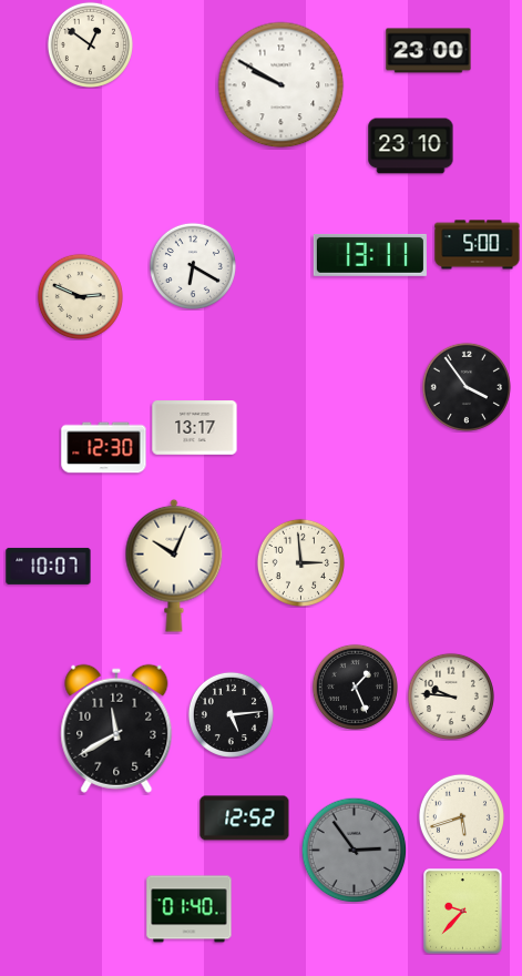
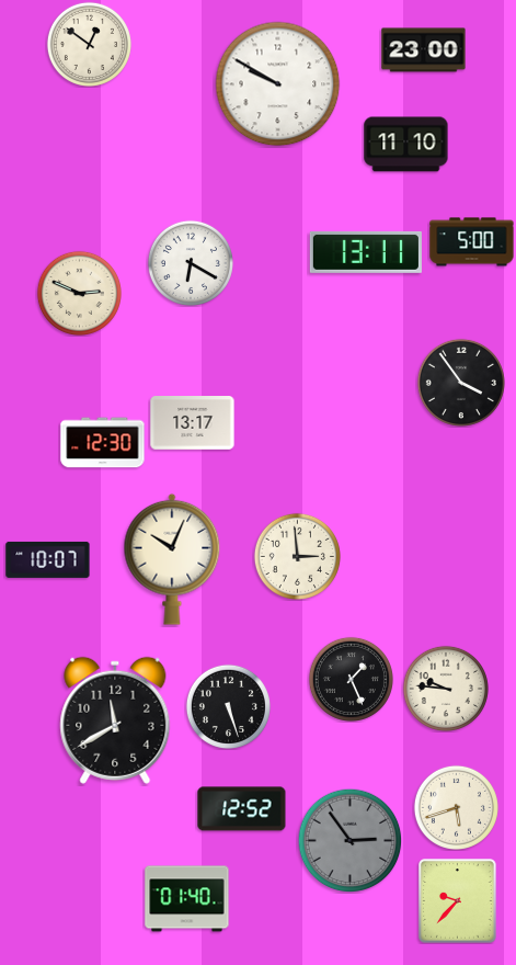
clock at (411, 146): 23:10 -> 11:10
clock at (231, 714): 5:14 -> 5:27
